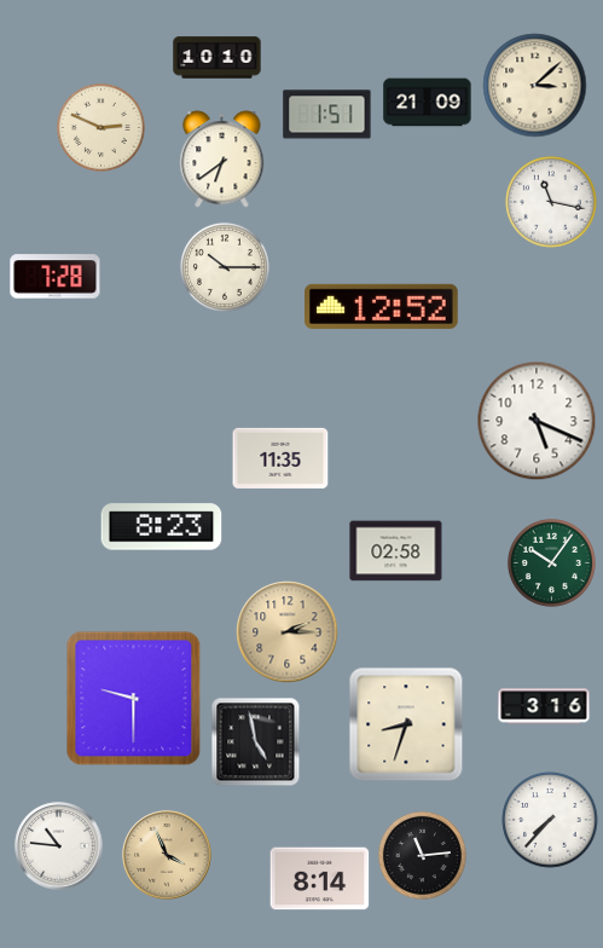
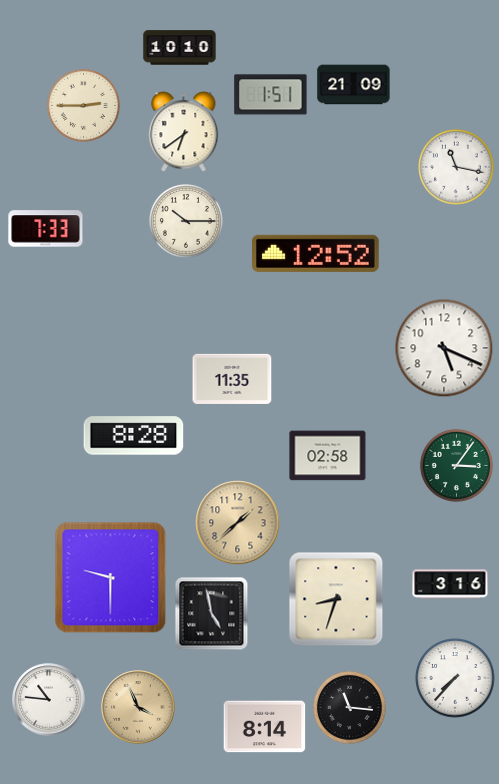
clock at (535, 86): 3:08 -> none
clock at (100, 127): 2:49 -> 2:45
clock at (56, 277): 7:28 -> 7:33
clock at (162, 527): 8:23 -> 8:28
clock at (551, 562): 10:06 -> 3:06
clock at (288, 632): 2:15 -> 1:38
clock at (422, 855): 11:14 -> 11:16
